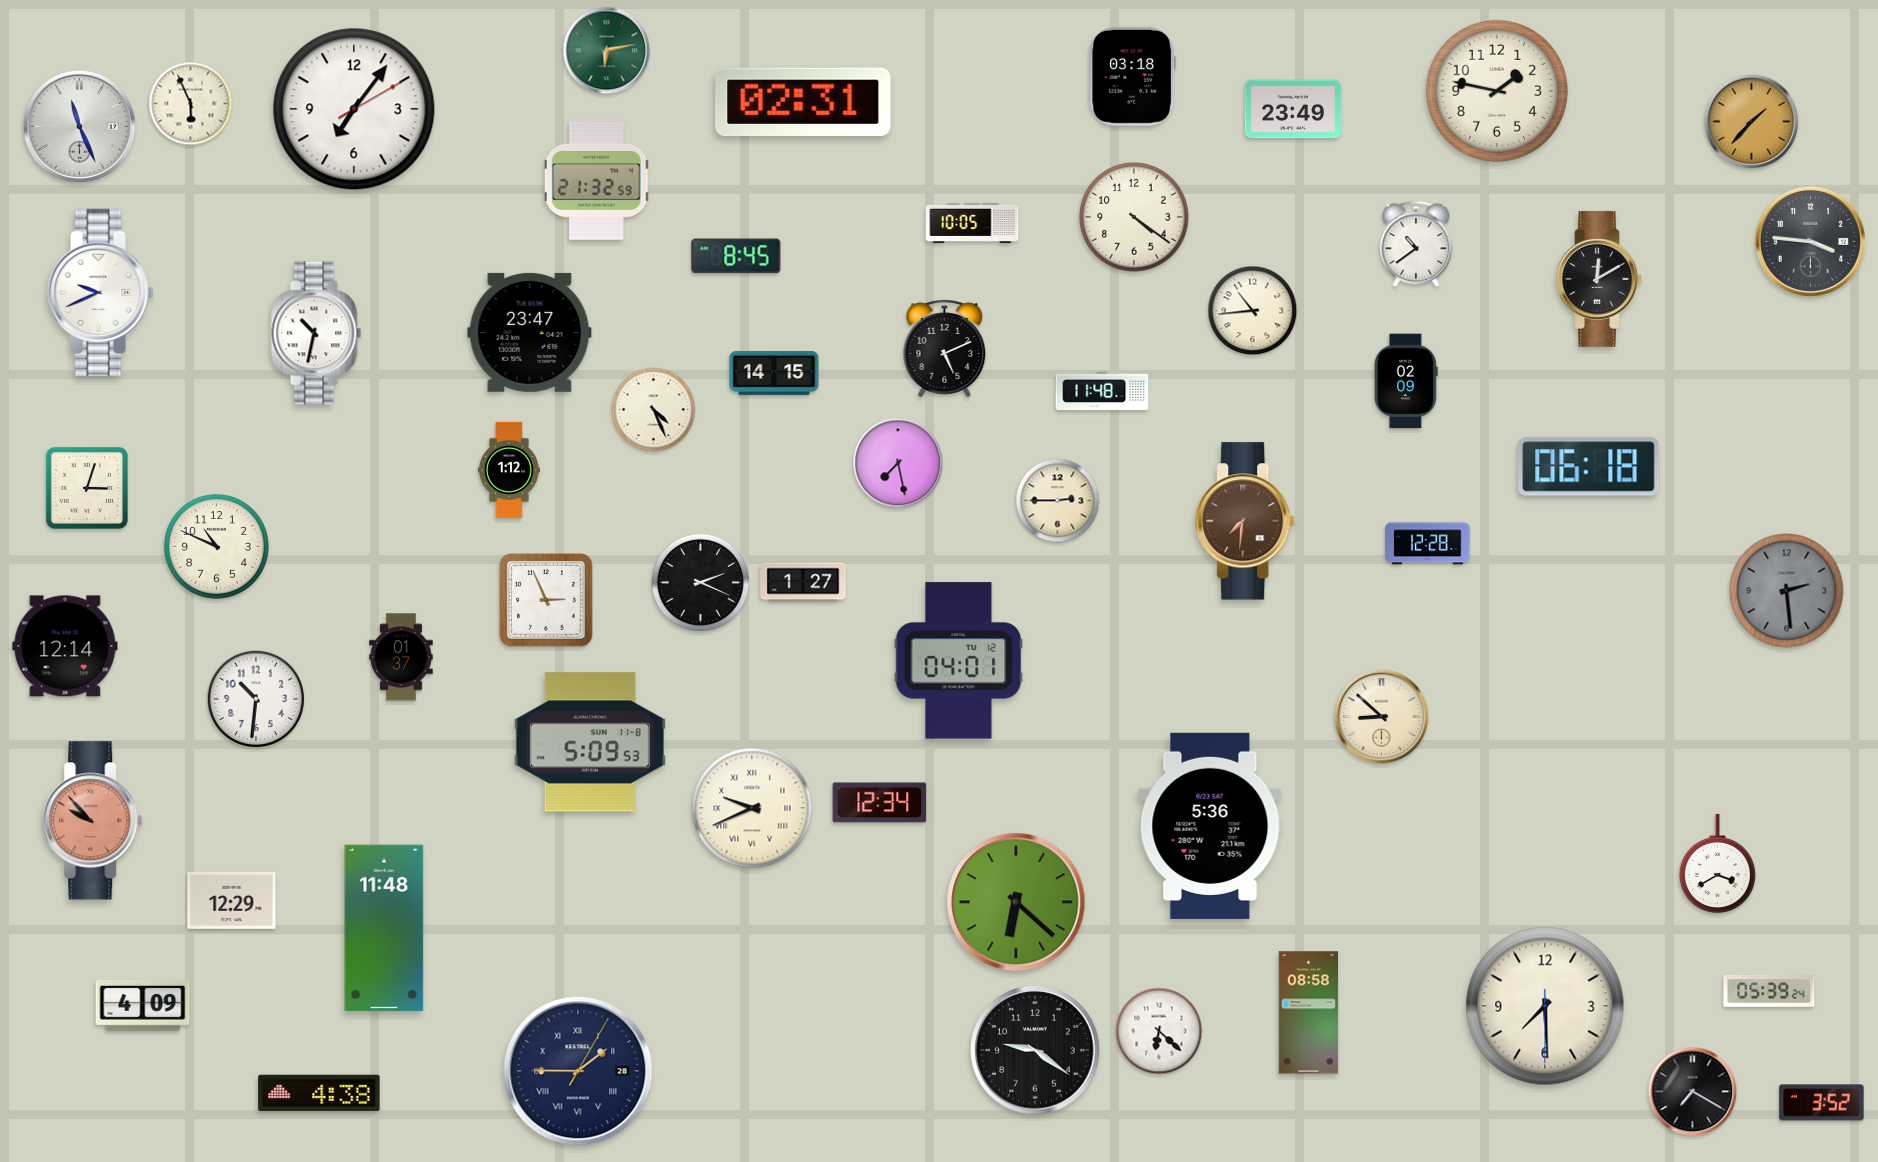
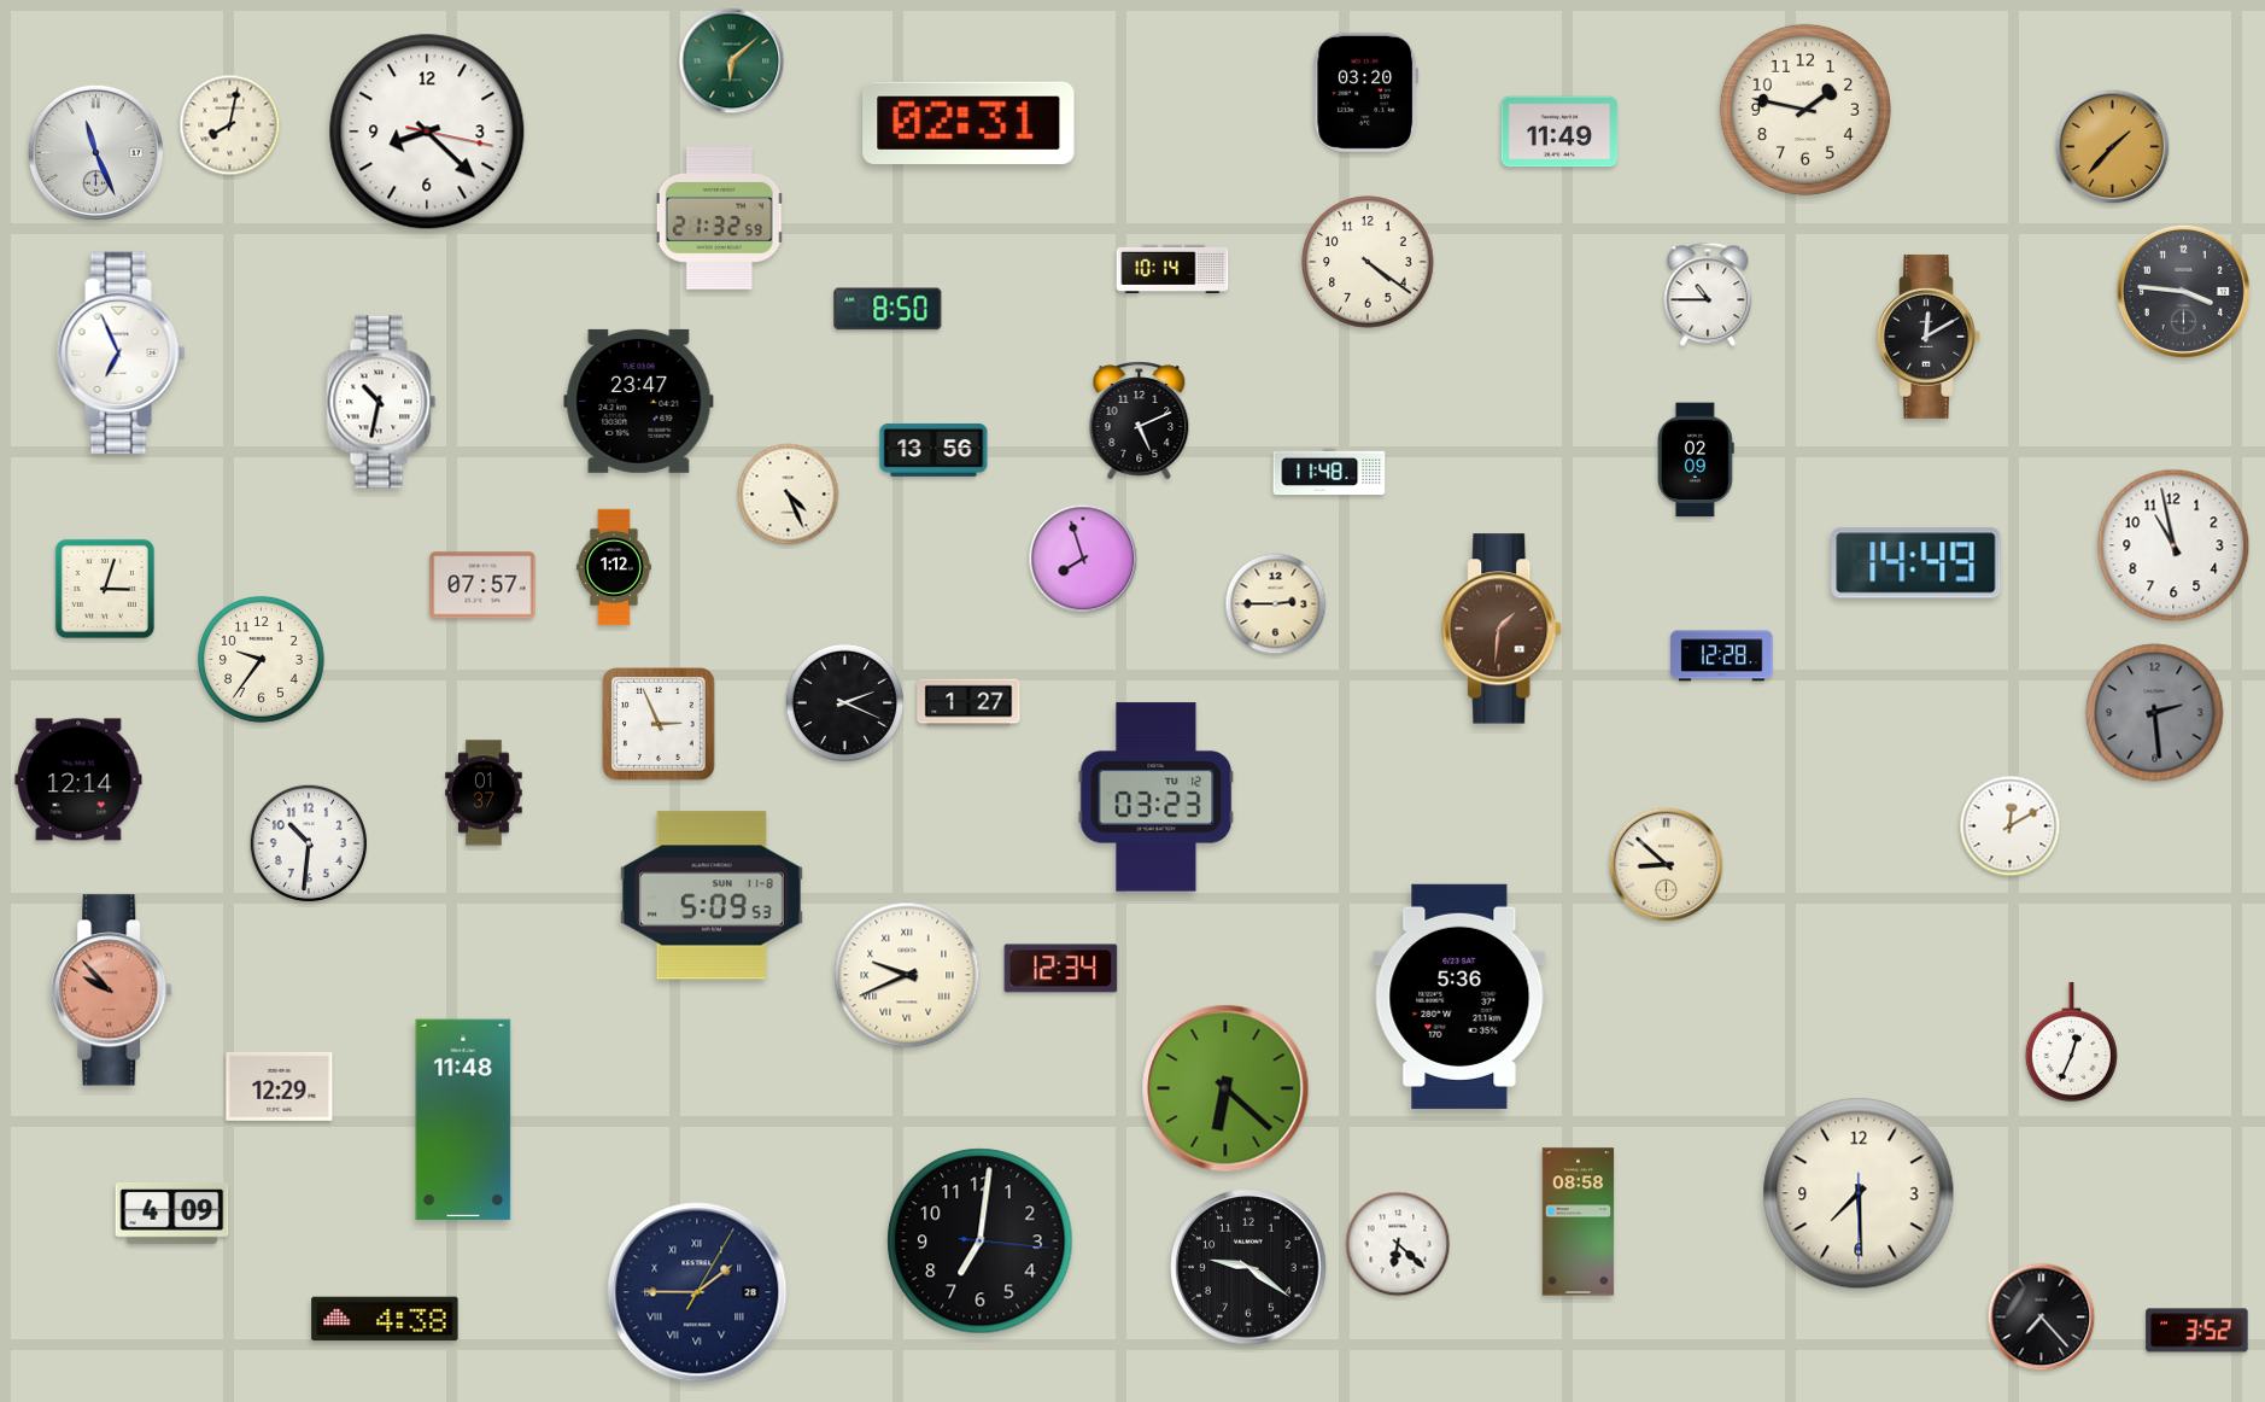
clock at (607, 51): 6:13 -> 6:08
clock at (1132, 76): 03:18 -> 03:20
clock at (191, 104): 5:56 -> 8:02
clock at (354, 109): 7:06 -> 8:22
clock at (1293, 109): 23:49 -> 11:49
clock at (972, 223): 10:05 -> 10:14
clock at (1416, 244): 10:39 -> 10:45
clock at (736, 256): 8:45 -> 8:50
clock at (101, 292): 9:41 -> 6:56
clock at (1253, 311): 10:44 -> none
clock at (774, 373): 14:15 -> 13:56
clock at (2173, 545): none -> 10:58
clock at (898, 463): 7:28 -> 7:57
clock at (1589, 467): 06:18 -> 14:49
clock at (482, 585): none -> 07:57
clock at (1246, 521): 7:31 -> 1:31
clock at (216, 546): 10:49 -> 9:36
clock at (959, 661): 04:01 -> 03:23
clock at (2011, 826): none -> 12:10
clock at (1717, 864): 3:40 -> 12:34
clock at (1769, 991): 05:39 -> none
clock at (1545, 1006) position: (1545, 1006) -> (1859, 1193)
clock at (981, 1242): none -> 7:01
clock at (1693, 1092): 7:20 -> 7:23
